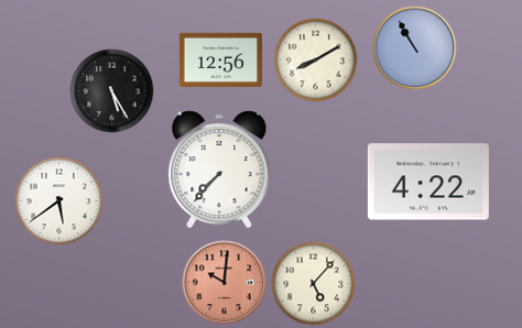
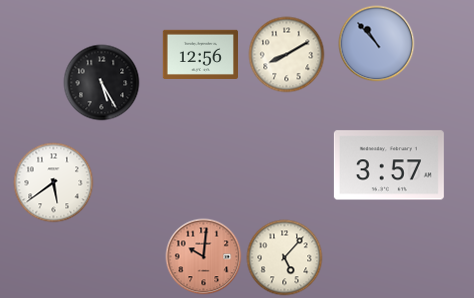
clock at (415, 48): 10:55 -> 10:53
clock at (219, 170): 7:37 -> none
clock at (428, 182): 4:22 -> 3:57
